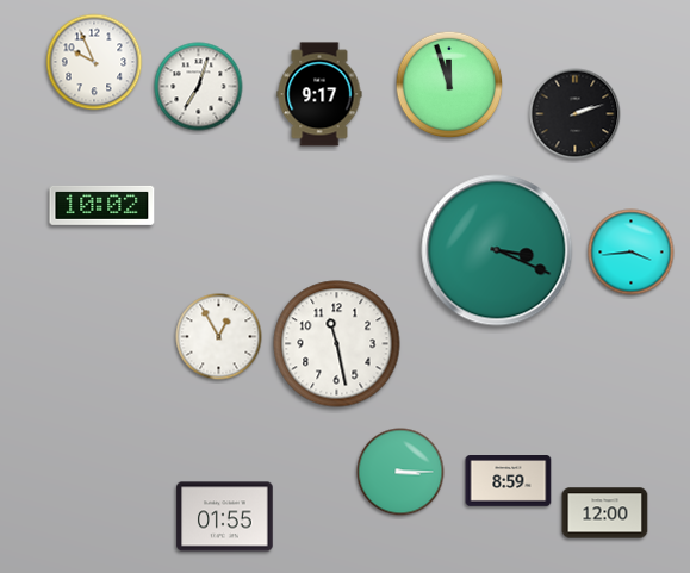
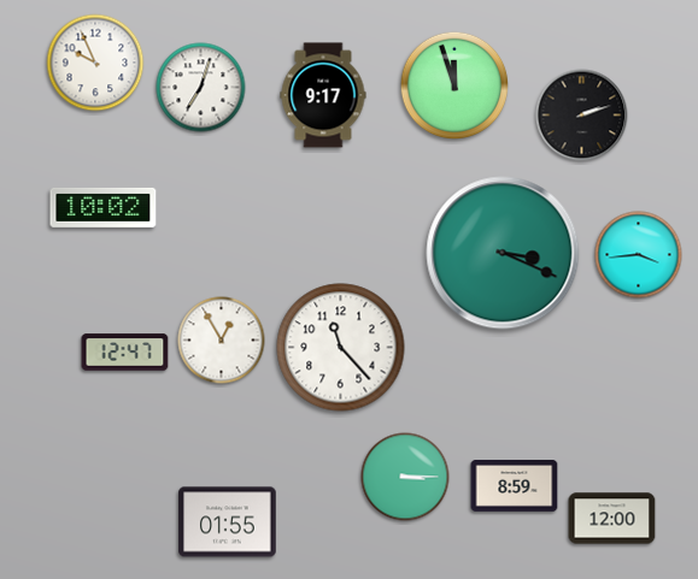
clock at (337, 344): 11:28 -> 11:23
clock at (125, 353): none -> 12:47
